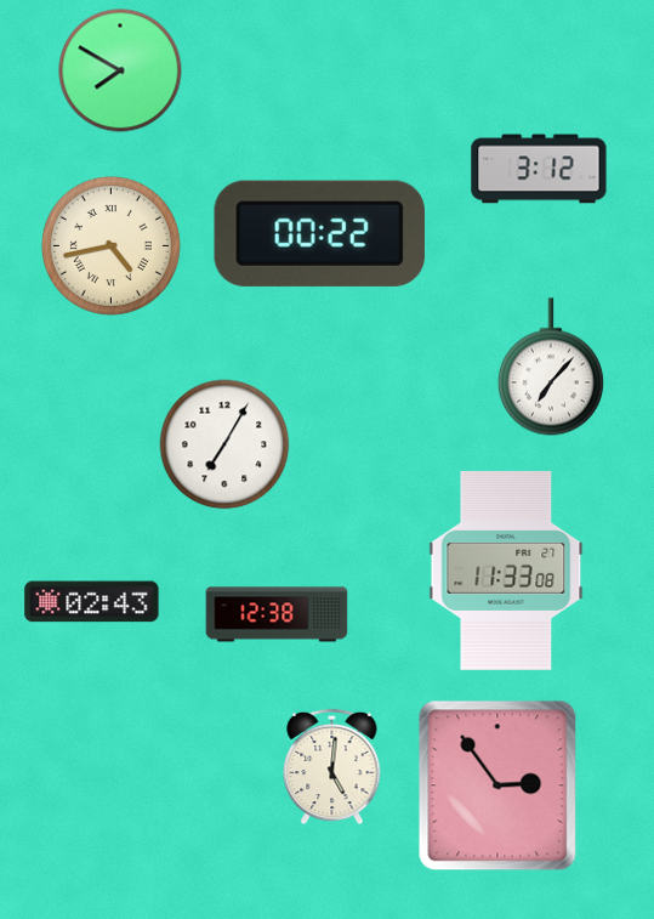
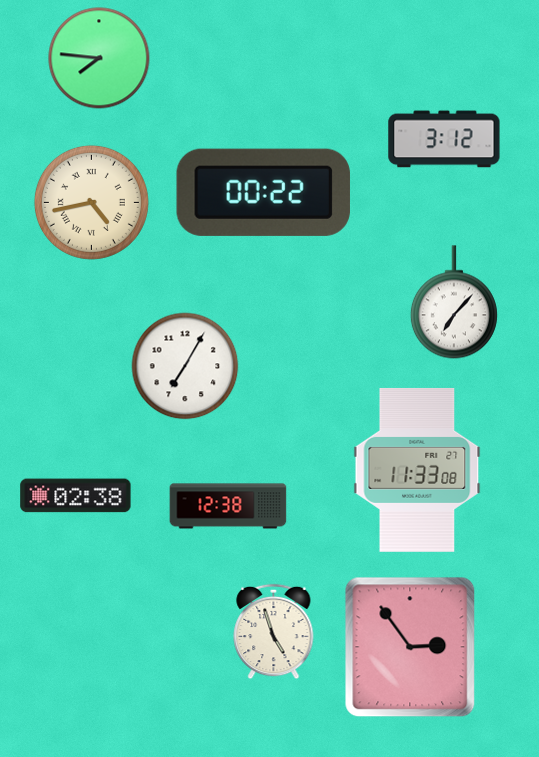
clock at (120, 70): 7:50 -> 7:46
clock at (92, 602): 02:43 -> 02:38
clock at (332, 767): 5:01 -> 4:57
